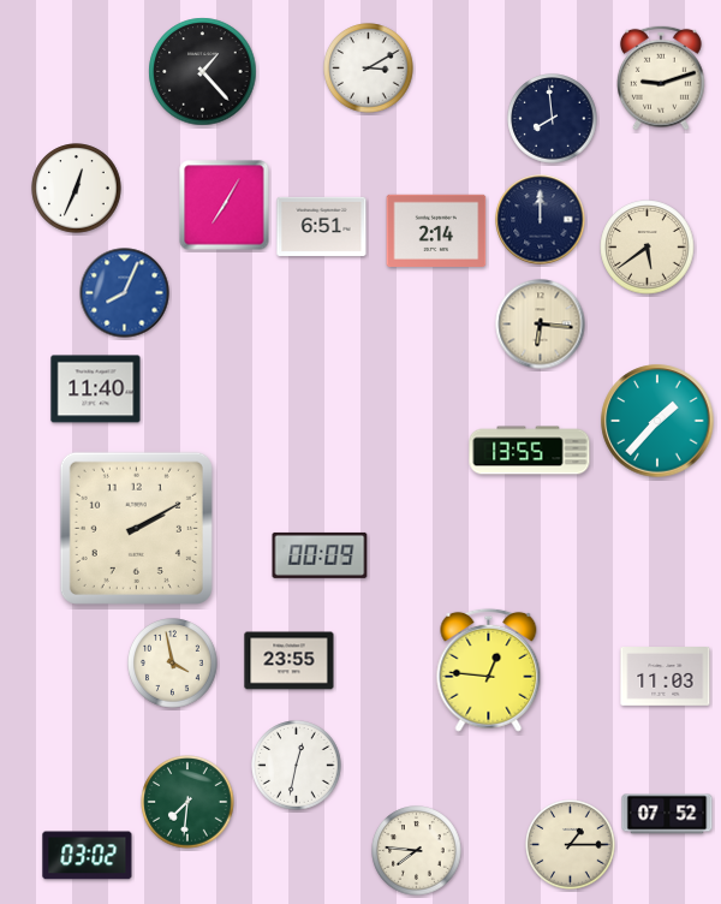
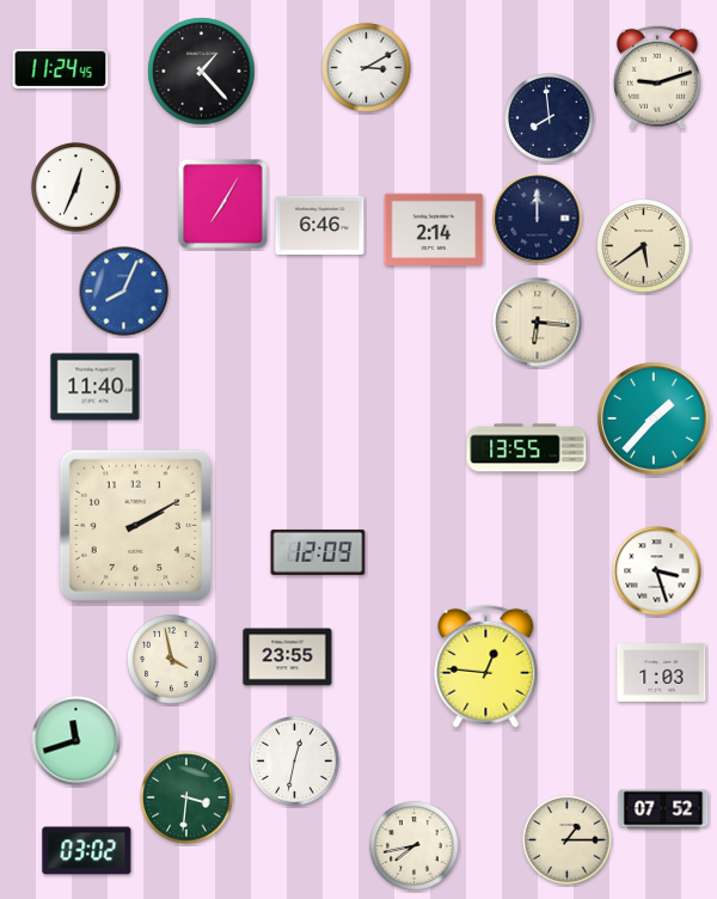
clock at (61, 68): none -> 11:24
clock at (322, 226): 6:51 -> 6:46
clock at (320, 555): 00:09 -> 12:09
clock at (657, 571): none -> 3:27
clock at (666, 677): 11:03 -> 1:03
clock at (76, 741): none -> 11:42
clock at (187, 802): 7:31 -> 3:31
clock at (417, 851): 7:46 -> 7:43
